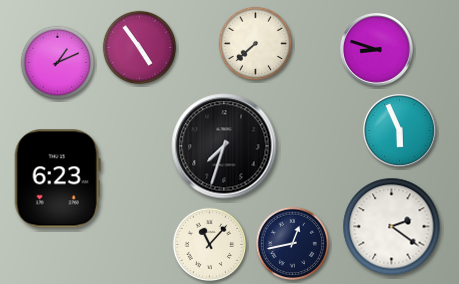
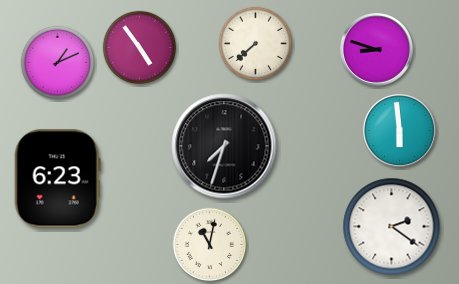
clock at (400, 131): 5:56 -> 5:59
clock at (293, 244): 12:43 -> none
clock at (210, 245): 11:07 -> 11:02
